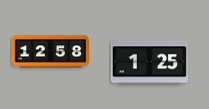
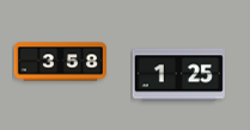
clock at (50, 52): 12:58 -> 3:58
